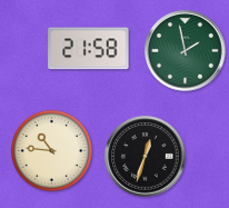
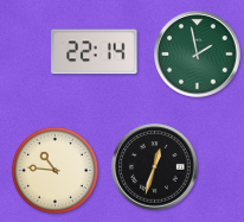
clock at (89, 49): 21:58 -> 22:14
clock at (51, 150) position: (51, 150) -> (54, 170)
